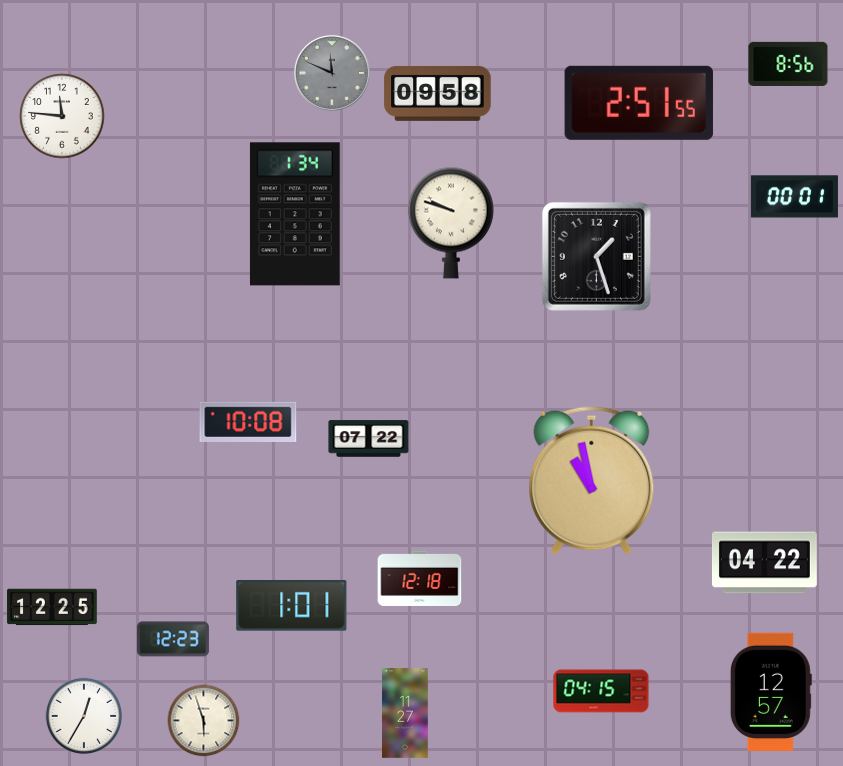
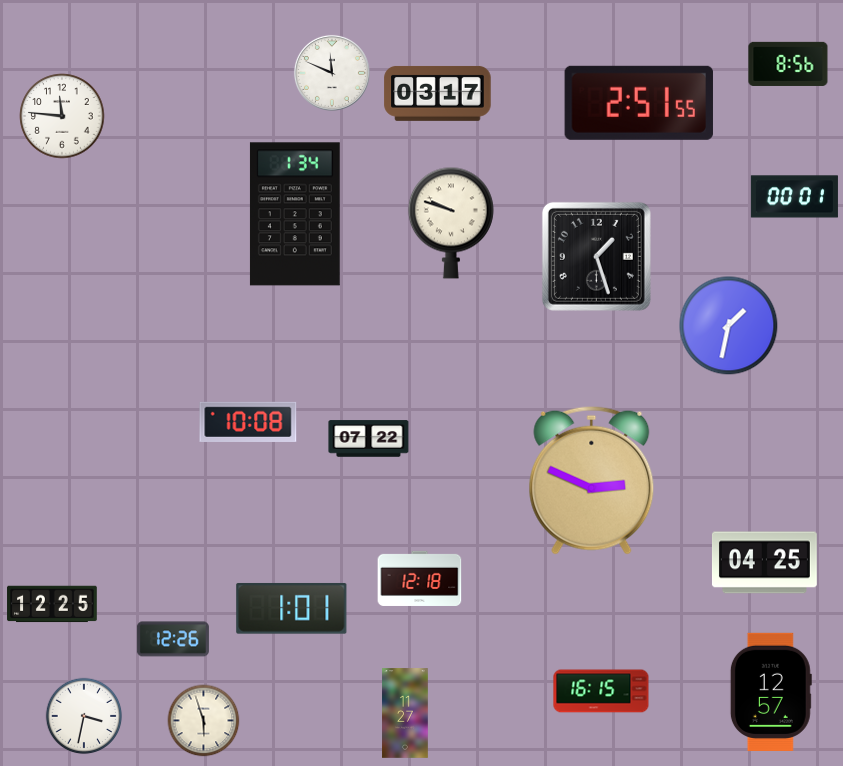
clock at (332, 73) dial: grey -> white
clock at (438, 93): 09:58 -> 03:17
clock at (729, 326): none -> 1:32
clock at (592, 480): 10:58 -> 2:49
clock at (764, 563): 04:22 -> 04:25
clock at (292, 605) position: (292, 605) -> (292, 608)
clock at (52, 607) position: (52, 607) -> (52, 604)
clock at (173, 639): 12:23 -> 12:26
clock at (601, 691): 04:15 -> 16:15
clock at (84, 716): 12:35 -> 3:32
